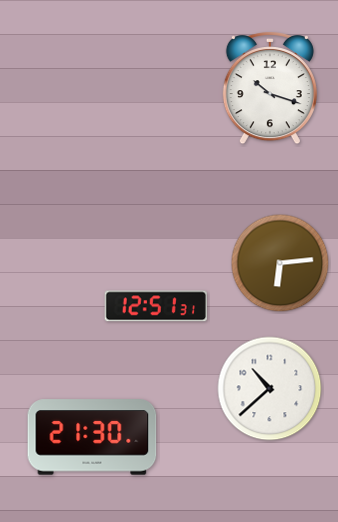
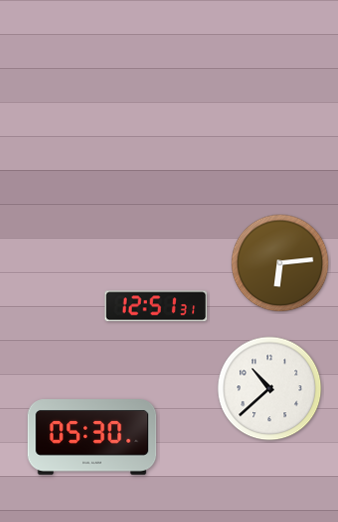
clock at (270, 89): 10:18 -> none
clock at (92, 437): 21:30 -> 05:30
